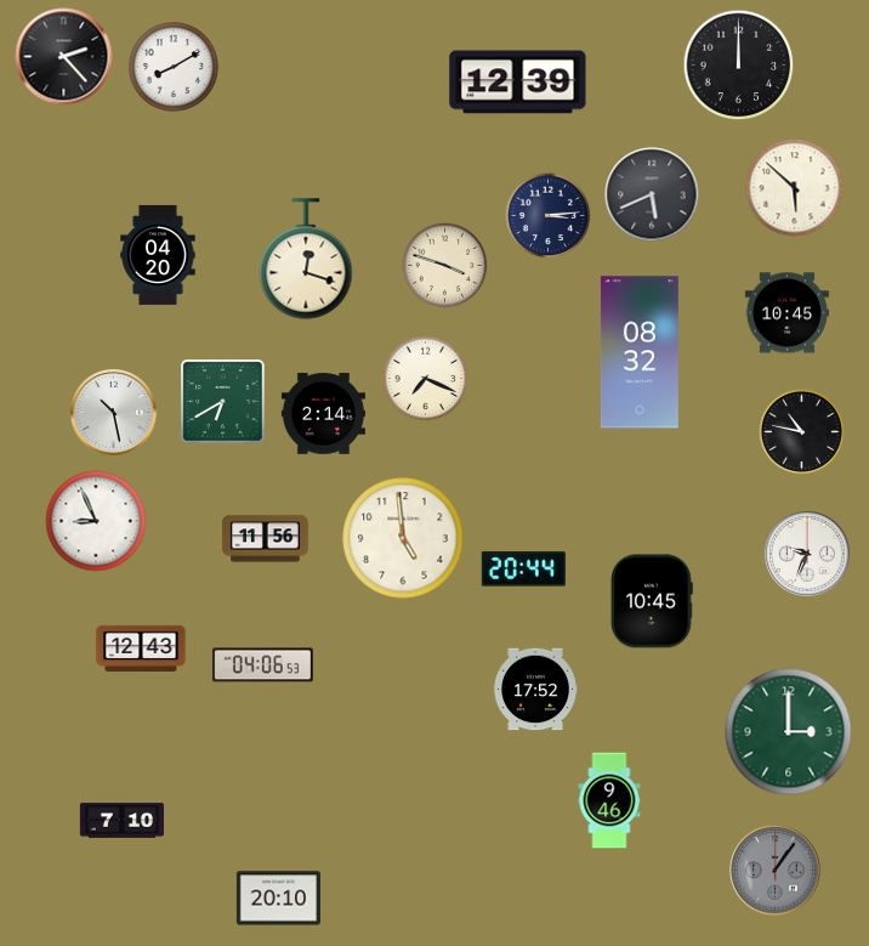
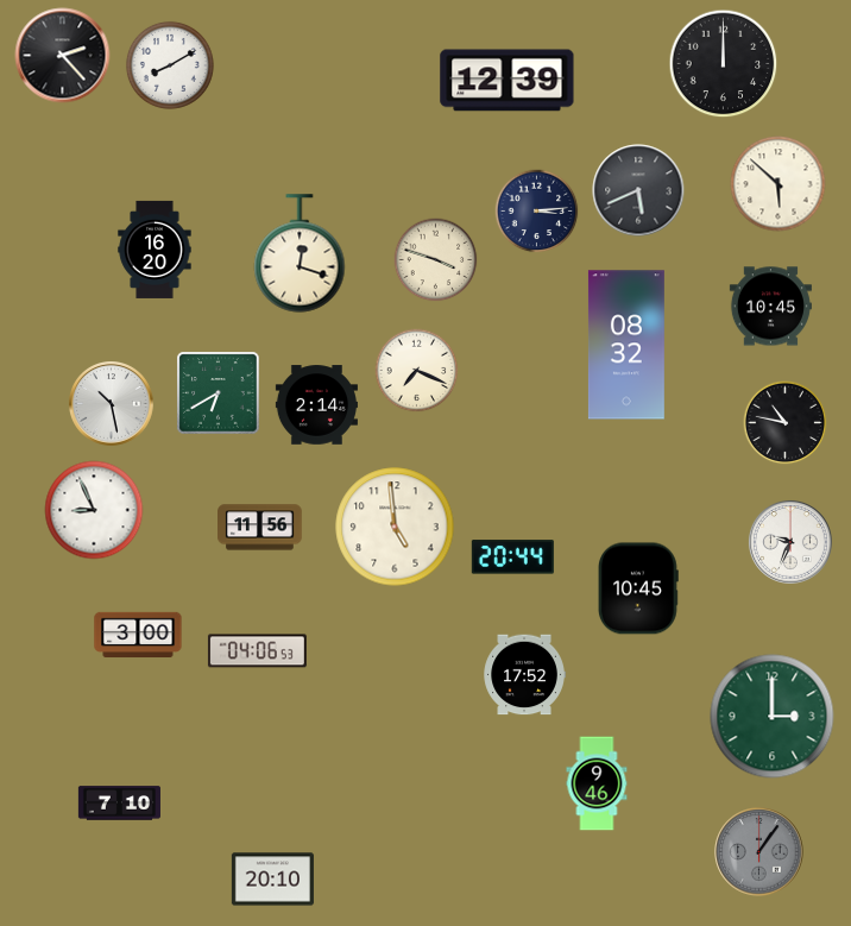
clock at (158, 255): 04:20 -> 16:20
clock at (141, 648): 12:43 -> 3:00
